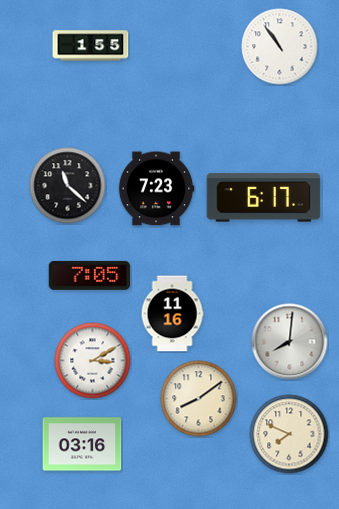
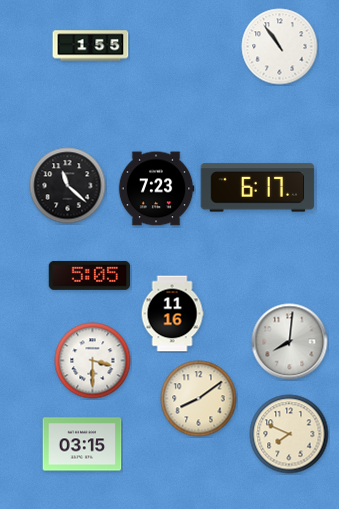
clock at (264, 198) position: (264, 198) -> (258, 188)
clock at (90, 275): 7:05 -> 5:05
clock at (93, 361): 3:10 -> 3:30
clock at (82, 444): 03:16 -> 03:15
